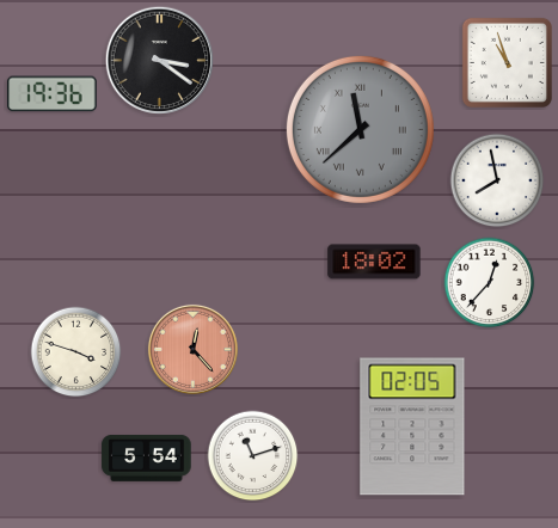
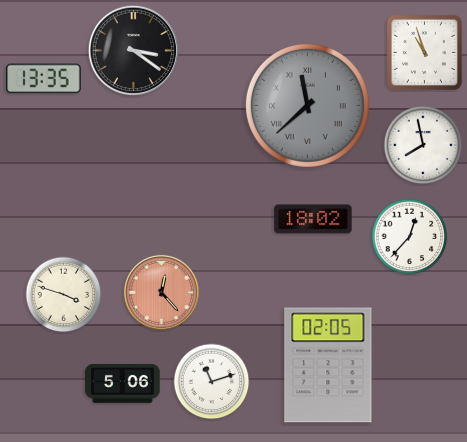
clock at (53, 94): 19:36 -> 13:35
clock at (360, 129) position: (360, 129) -> (307, 105)
clock at (497, 180) position: (497, 180) -> (423, 145)
clock at (412, 426) position: (412, 426) -> (328, 365)
clock at (147, 458): 5:54 -> 5:06
